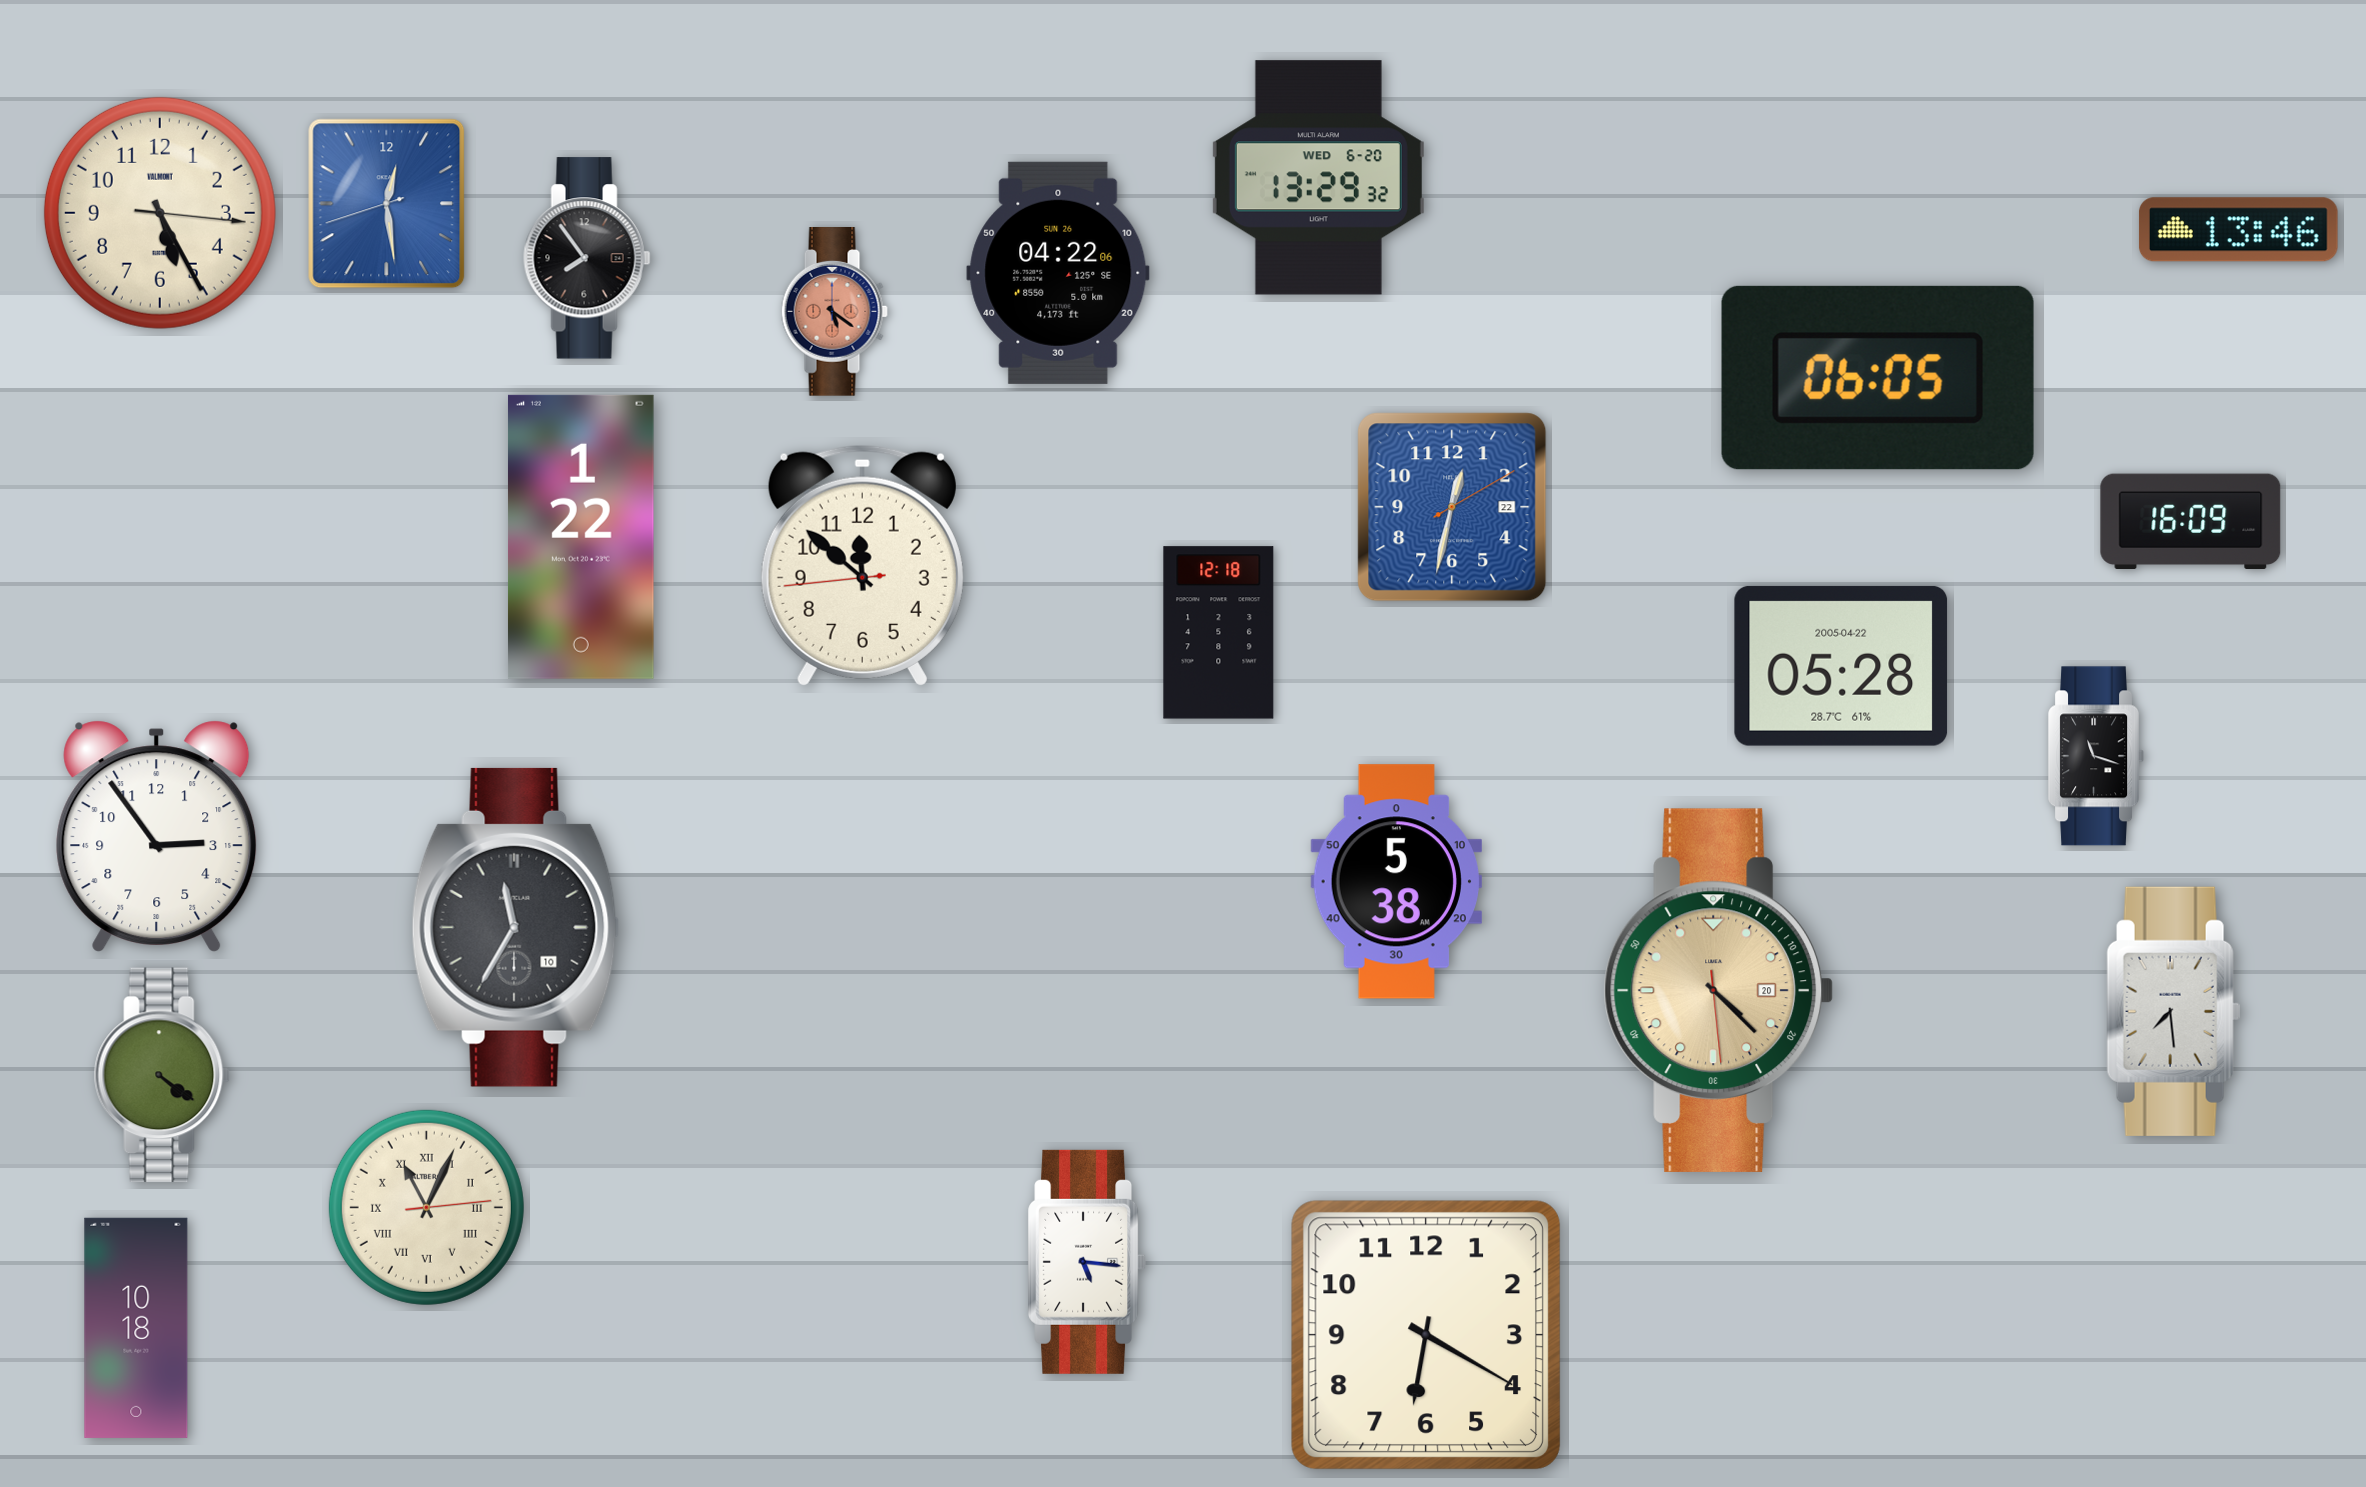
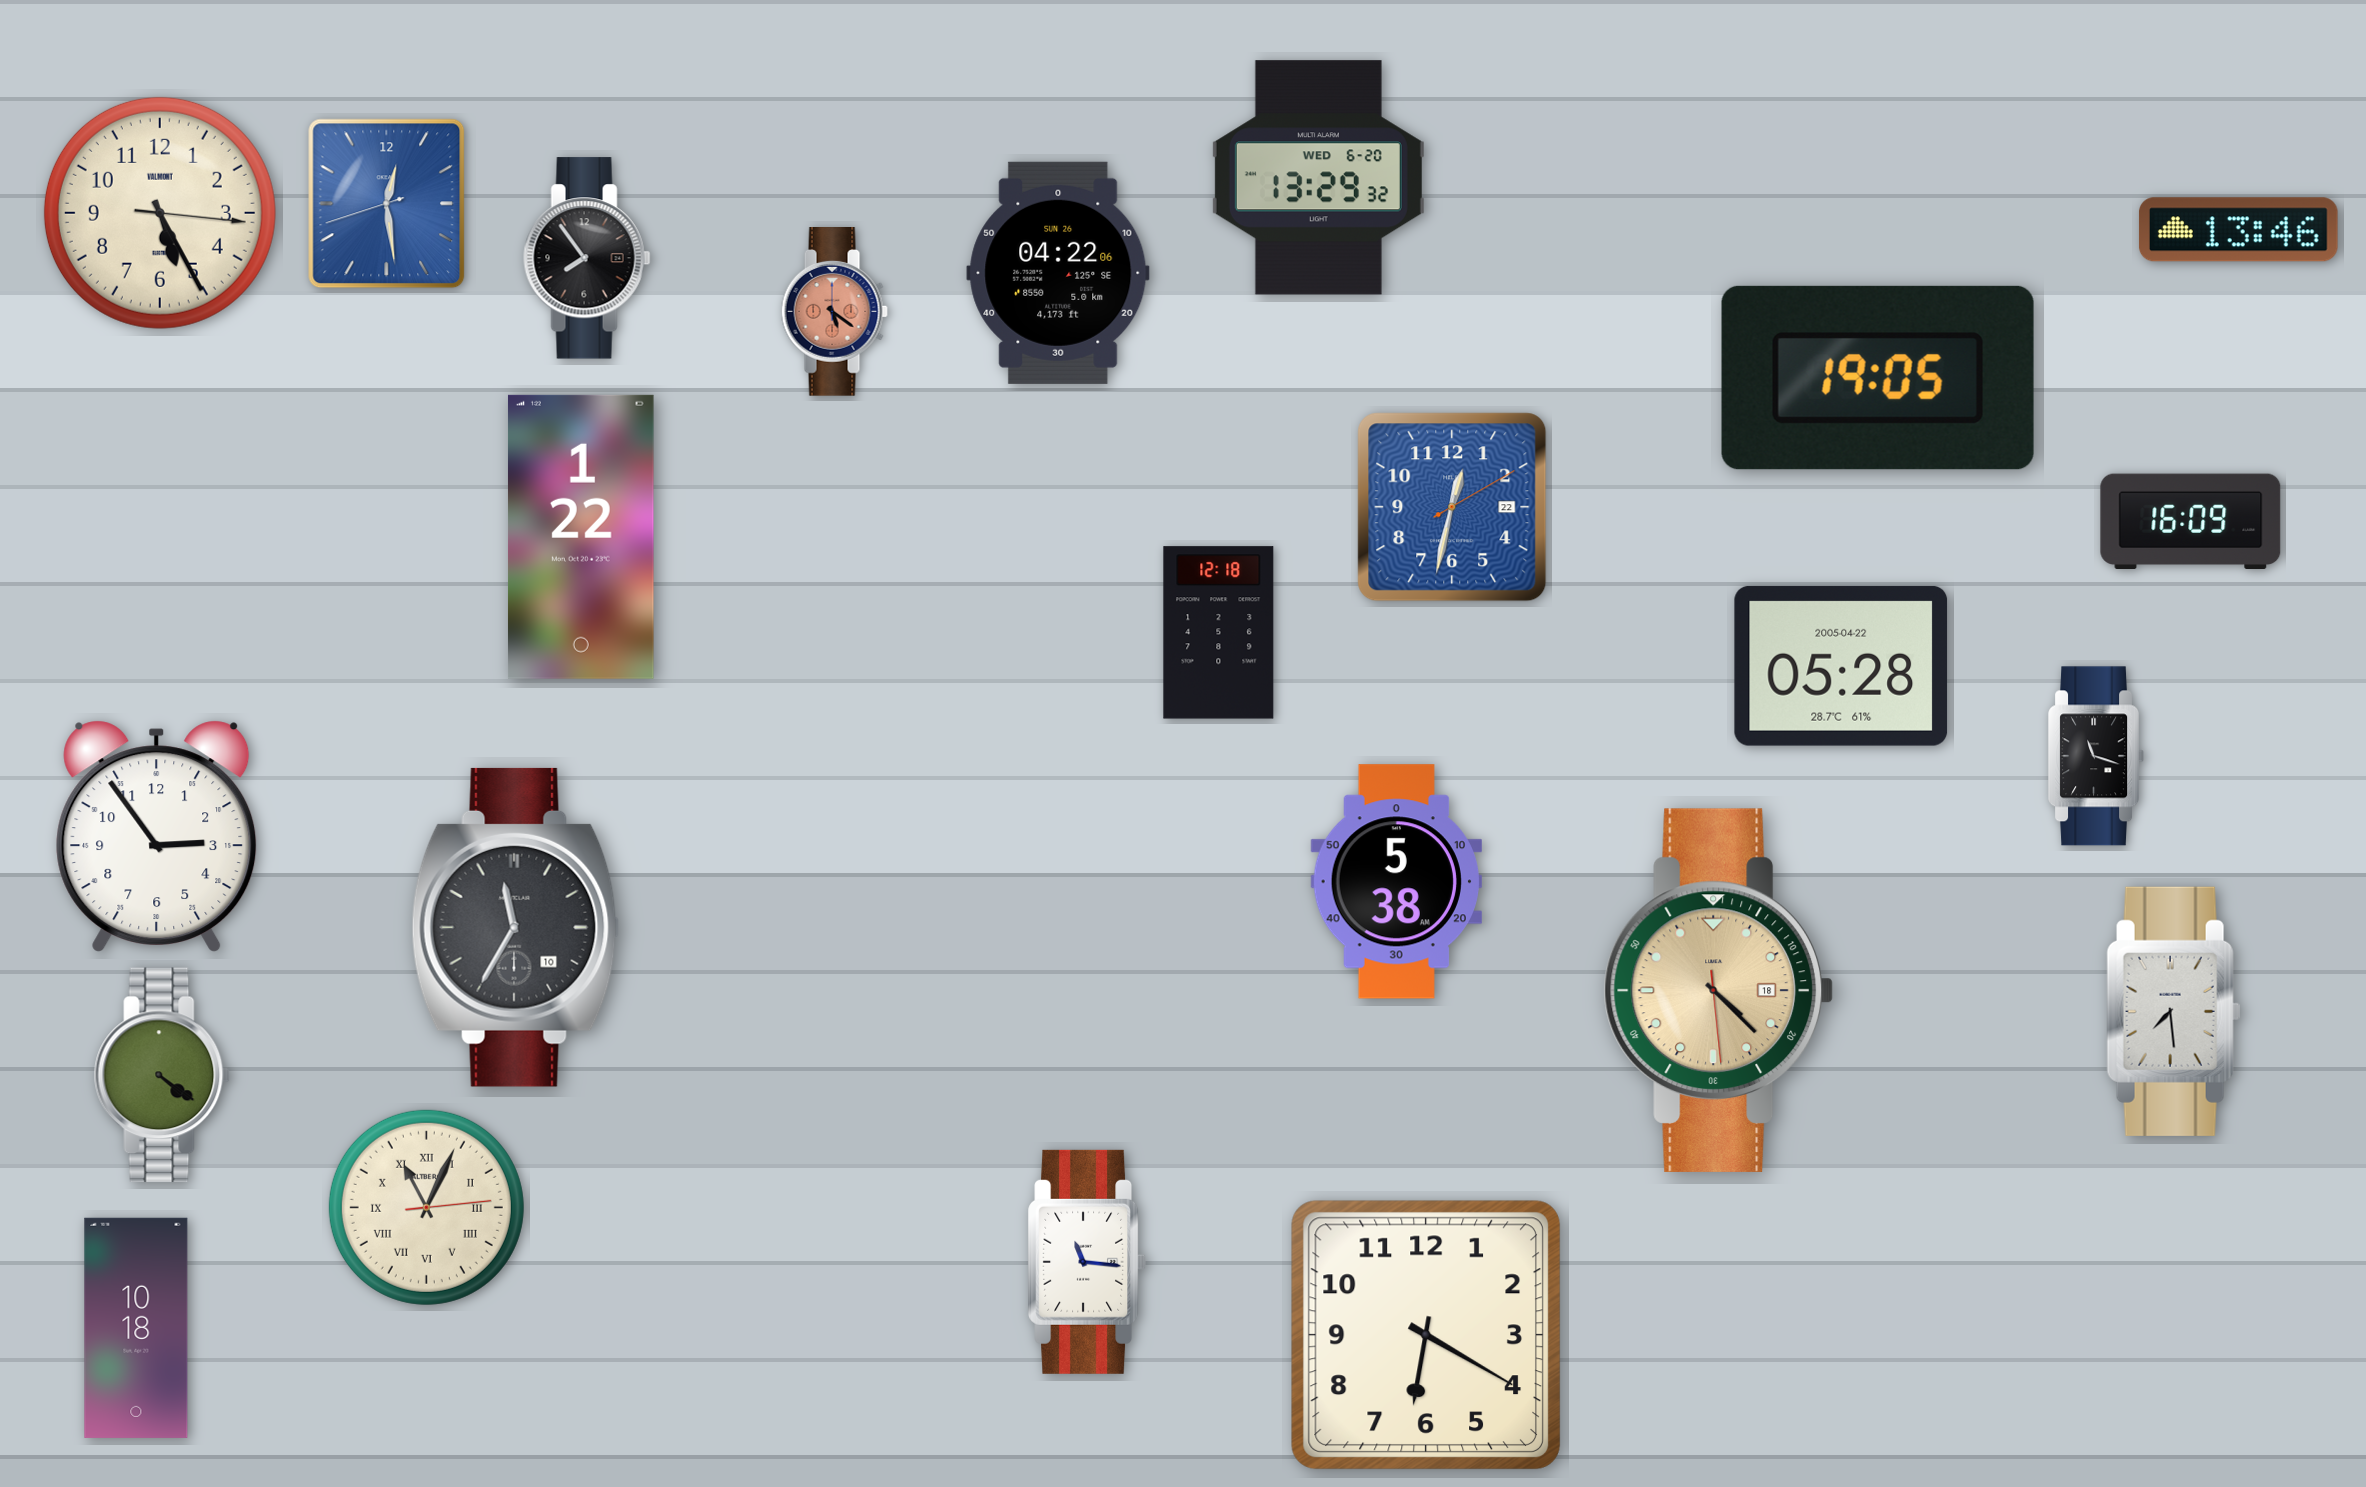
clock at (1878, 378): 06:05 -> 19:05
clock at (862, 565): 11:51 -> none
clock at (1718, 990) date: 20 -> 18
clock at (1087, 1262): 5:16 -> 11:16
